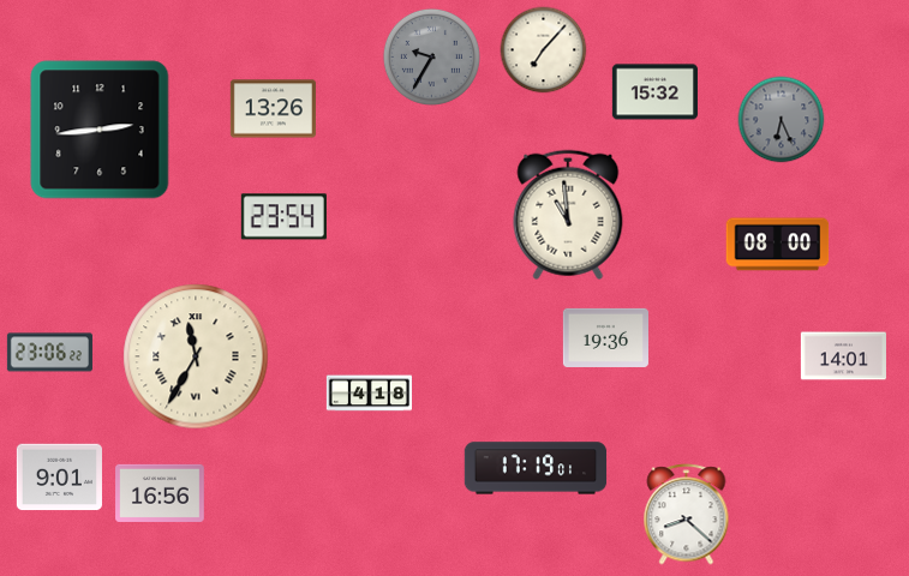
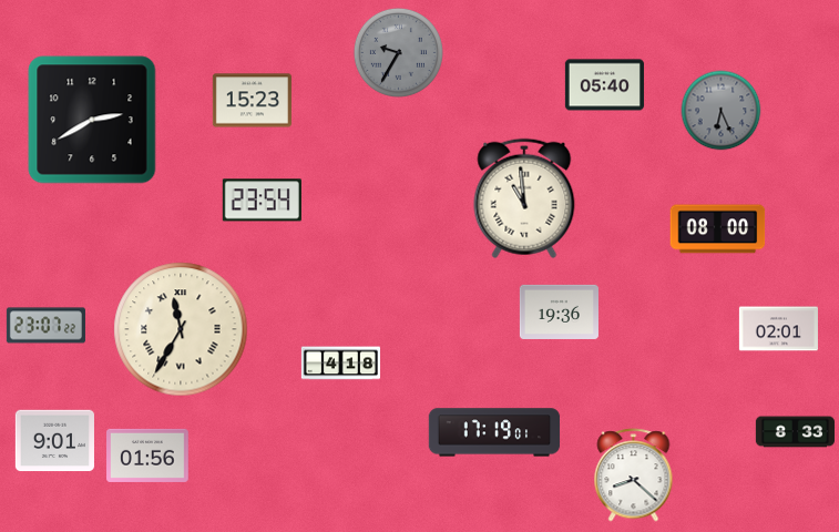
clock at (544, 50): 7:07 -> none
clock at (654, 92): 15:32 -> 05:40
clock at (273, 109): 13:26 -> 15:23
clock at (100, 130): 2:44 -> 2:40
clock at (778, 245) position: (778, 245) -> (718, 229)
clock at (49, 353): 23:06 -> 23:07
clock at (843, 356): 14:01 -> 02:01
clock at (795, 432): none -> 8:33
clock at (160, 493): 16:56 -> 01:56
